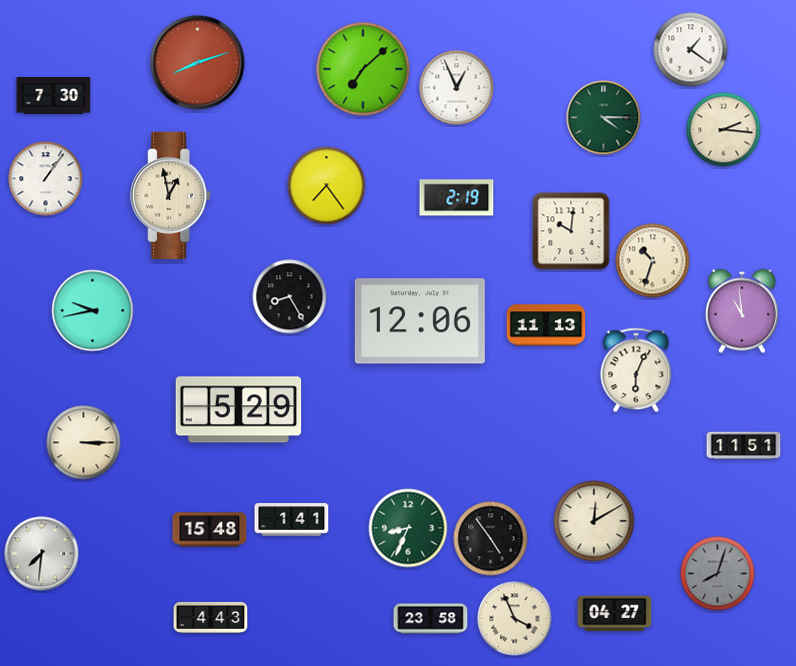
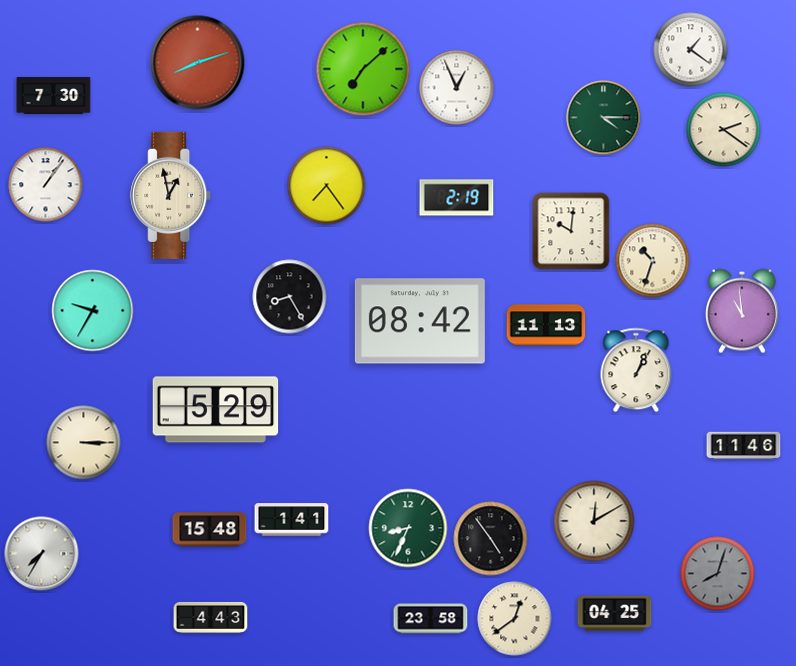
clock at (724, 130): 2:16 -> 2:21
clock at (46, 179) position: (46, 179) -> (46, 185)
clock at (93, 311): 9:43 -> 9:35
clock at (420, 321): 12:06 -> 08:42
clock at (636, 370): 6:04 -> 1:04
clock at (239, 410) position: (239, 410) -> (216, 410)
clock at (744, 446): 11:51 -> 11:46
clock at (42, 554): 7:31 -> 7:35
clock at (615, 614): 04:27 -> 04:25
clock at (515, 619): 3:56 -> 12:39
